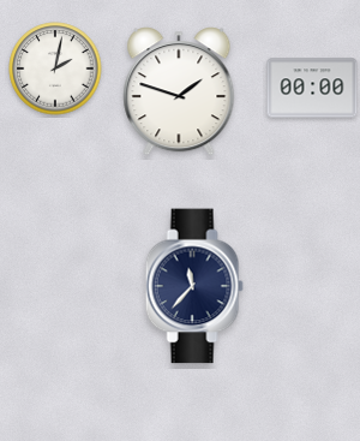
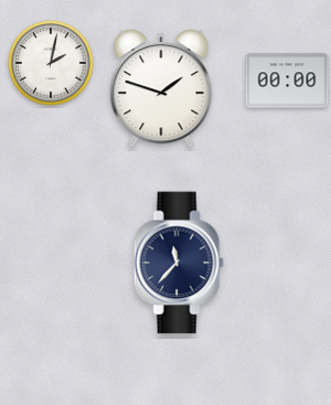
clock at (179, 91) position: (179, 91) -> (161, 88)
